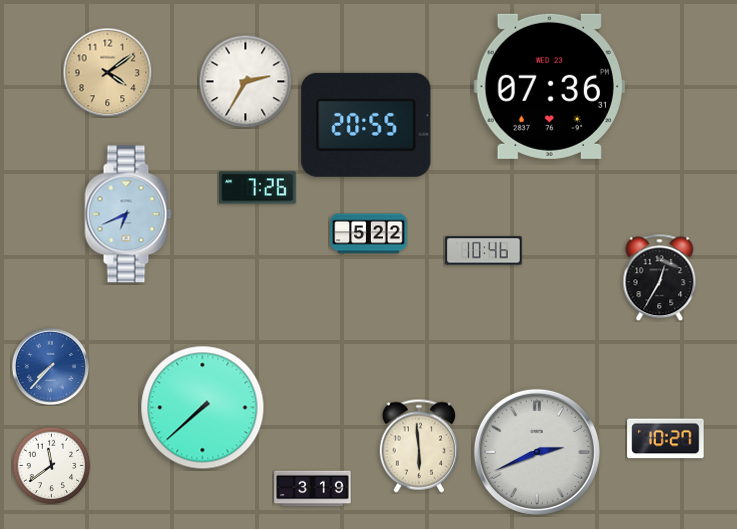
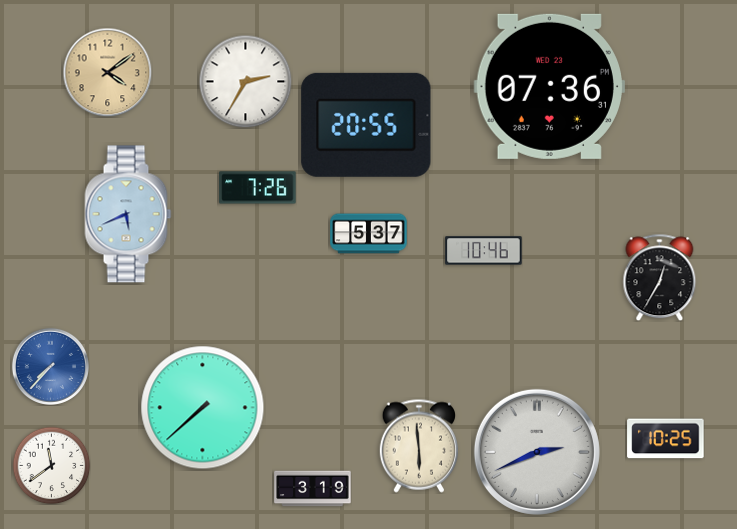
clock at (128, 214): 6:41 -> 5:41
clock at (369, 234): 5:22 -> 5:37
clock at (666, 439): 10:27 -> 10:25
